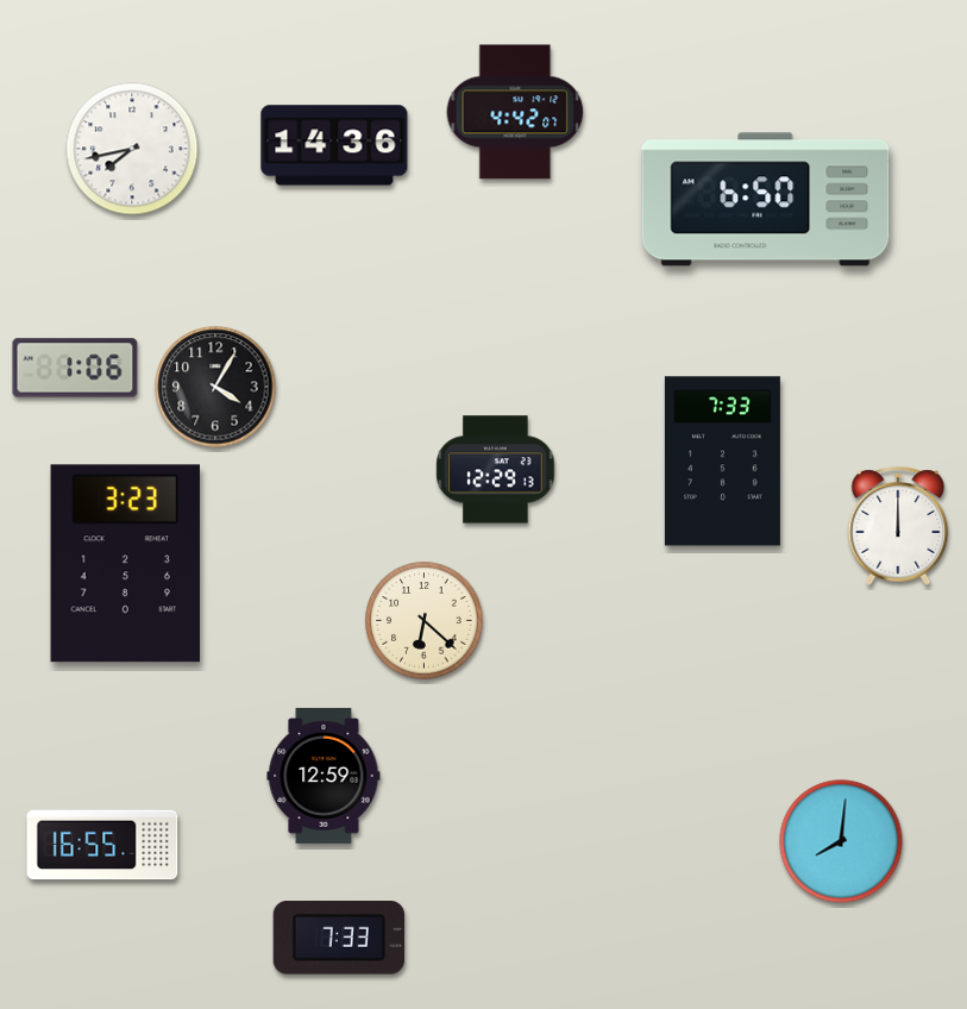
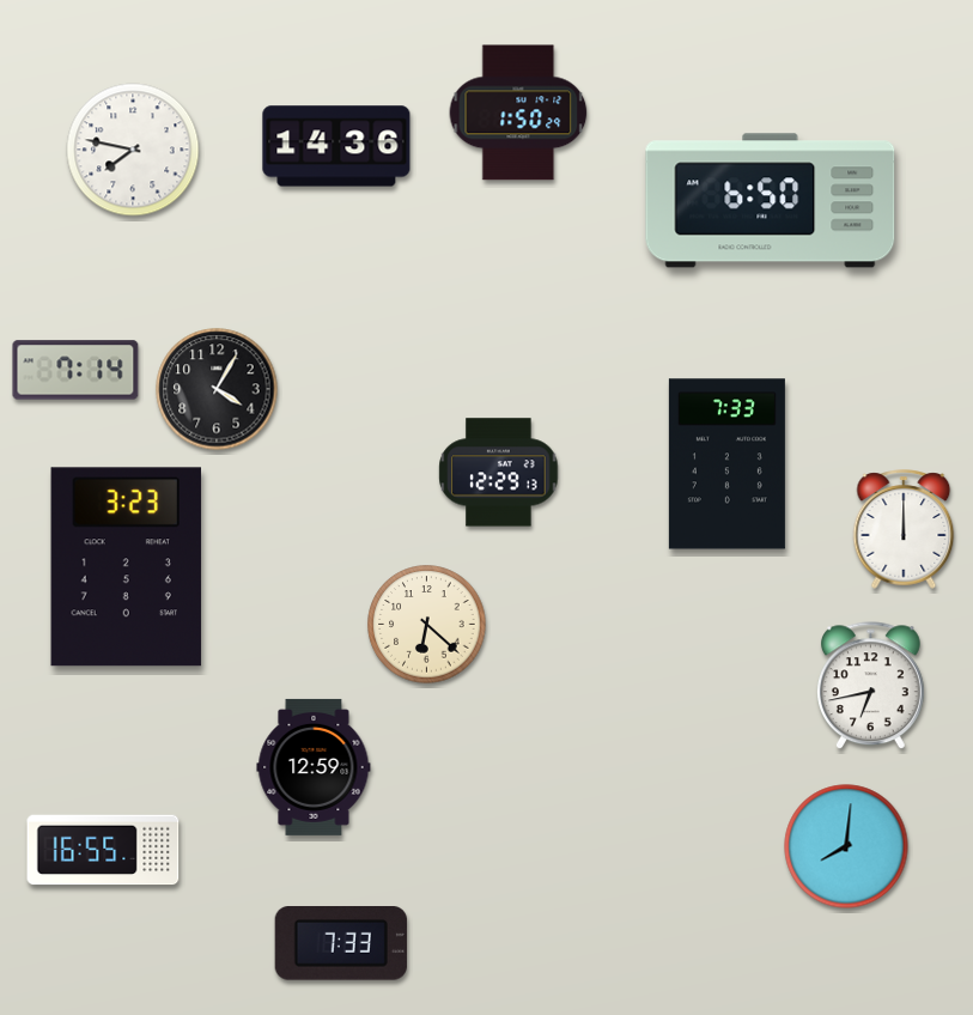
clock at (515, 112): 4:42 -> 1:50
clock at (132, 149): 7:43 -> 7:47
clock at (75, 368): 1:06 -> 7:14
clock at (871, 686): none -> 6:43
clock at (324, 776) position: (324, 776) -> (314, 767)
